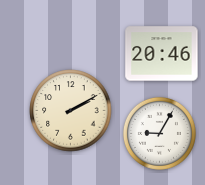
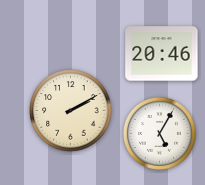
clock at (159, 133): 9:05 -> 5:05
